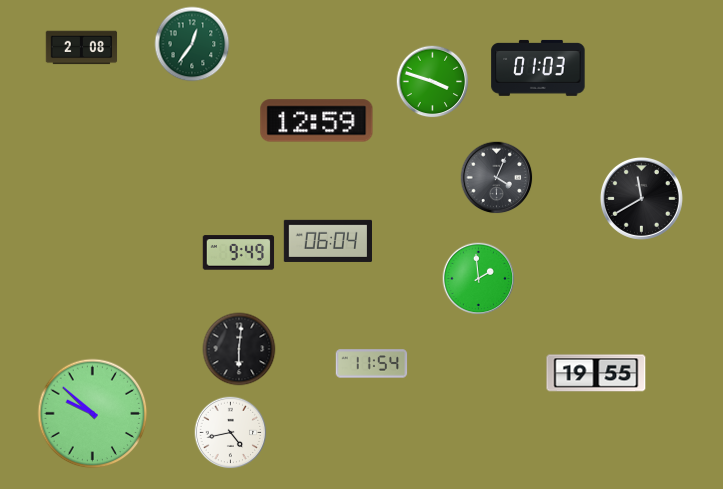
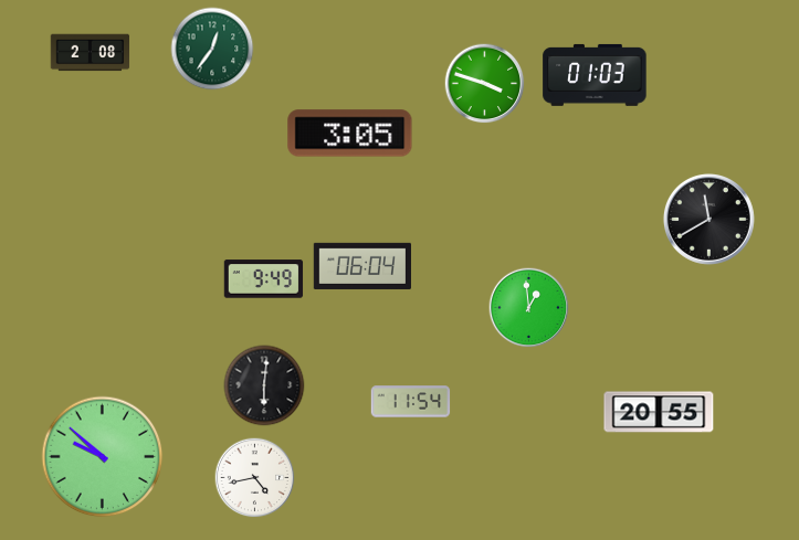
clock at (433, 82) position: (433, 82) -> (485, 84)
clock at (317, 121): 12:59 -> 3:05
clock at (497, 178): 4:04 -> none
clock at (479, 279): 1:59 -> 12:59
clock at (596, 373): 19:55 -> 20:55
